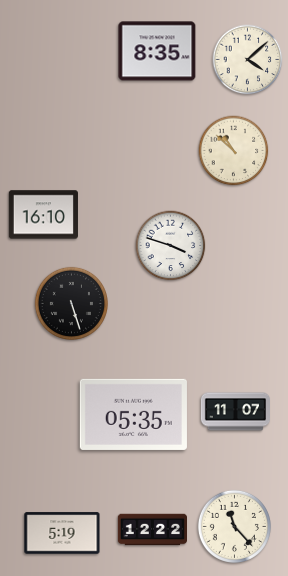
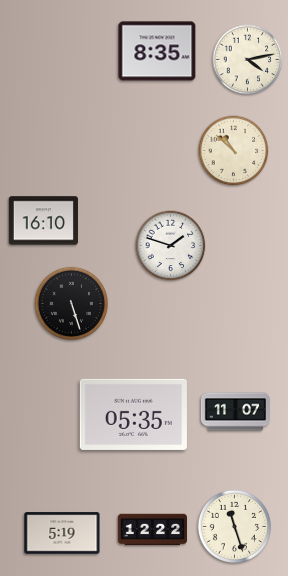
clock at (248, 60): 4:08 -> 4:13
clock at (43, 215) position: (43, 215) -> (43, 221)
clock at (171, 246): 3:48 -> 1:48
clock at (234, 526): 11:23 -> 11:27
